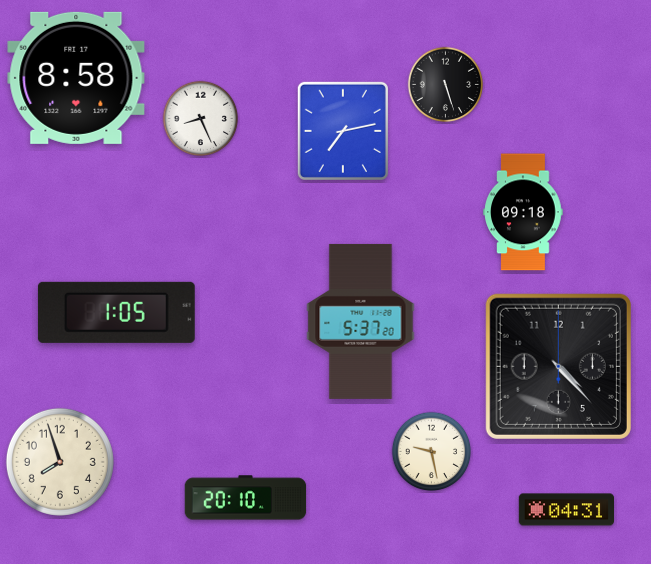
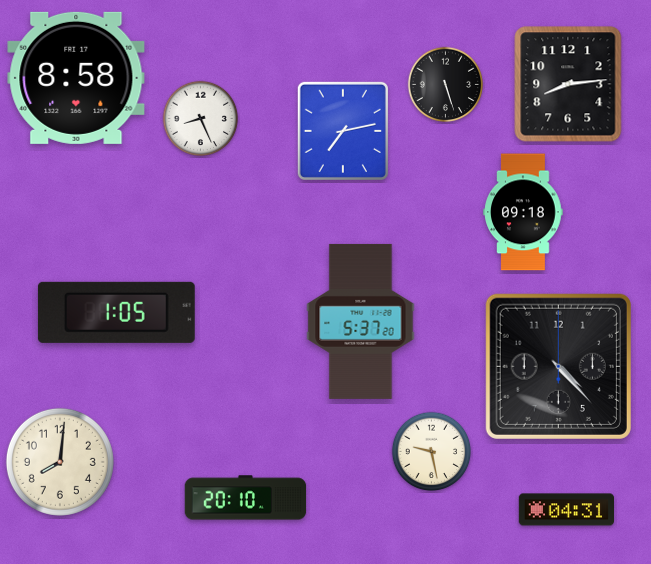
clock at (568, 84): none -> 8:14
clock at (60, 462): 7:57 -> 8:01
